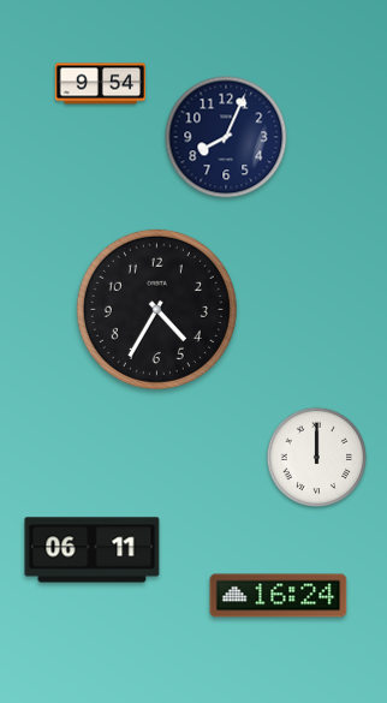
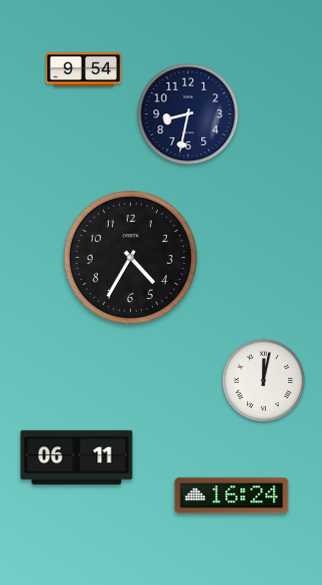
clock at (226, 137): 8:04 -> 8:32
clock at (317, 458): 12:00 -> 12:02
